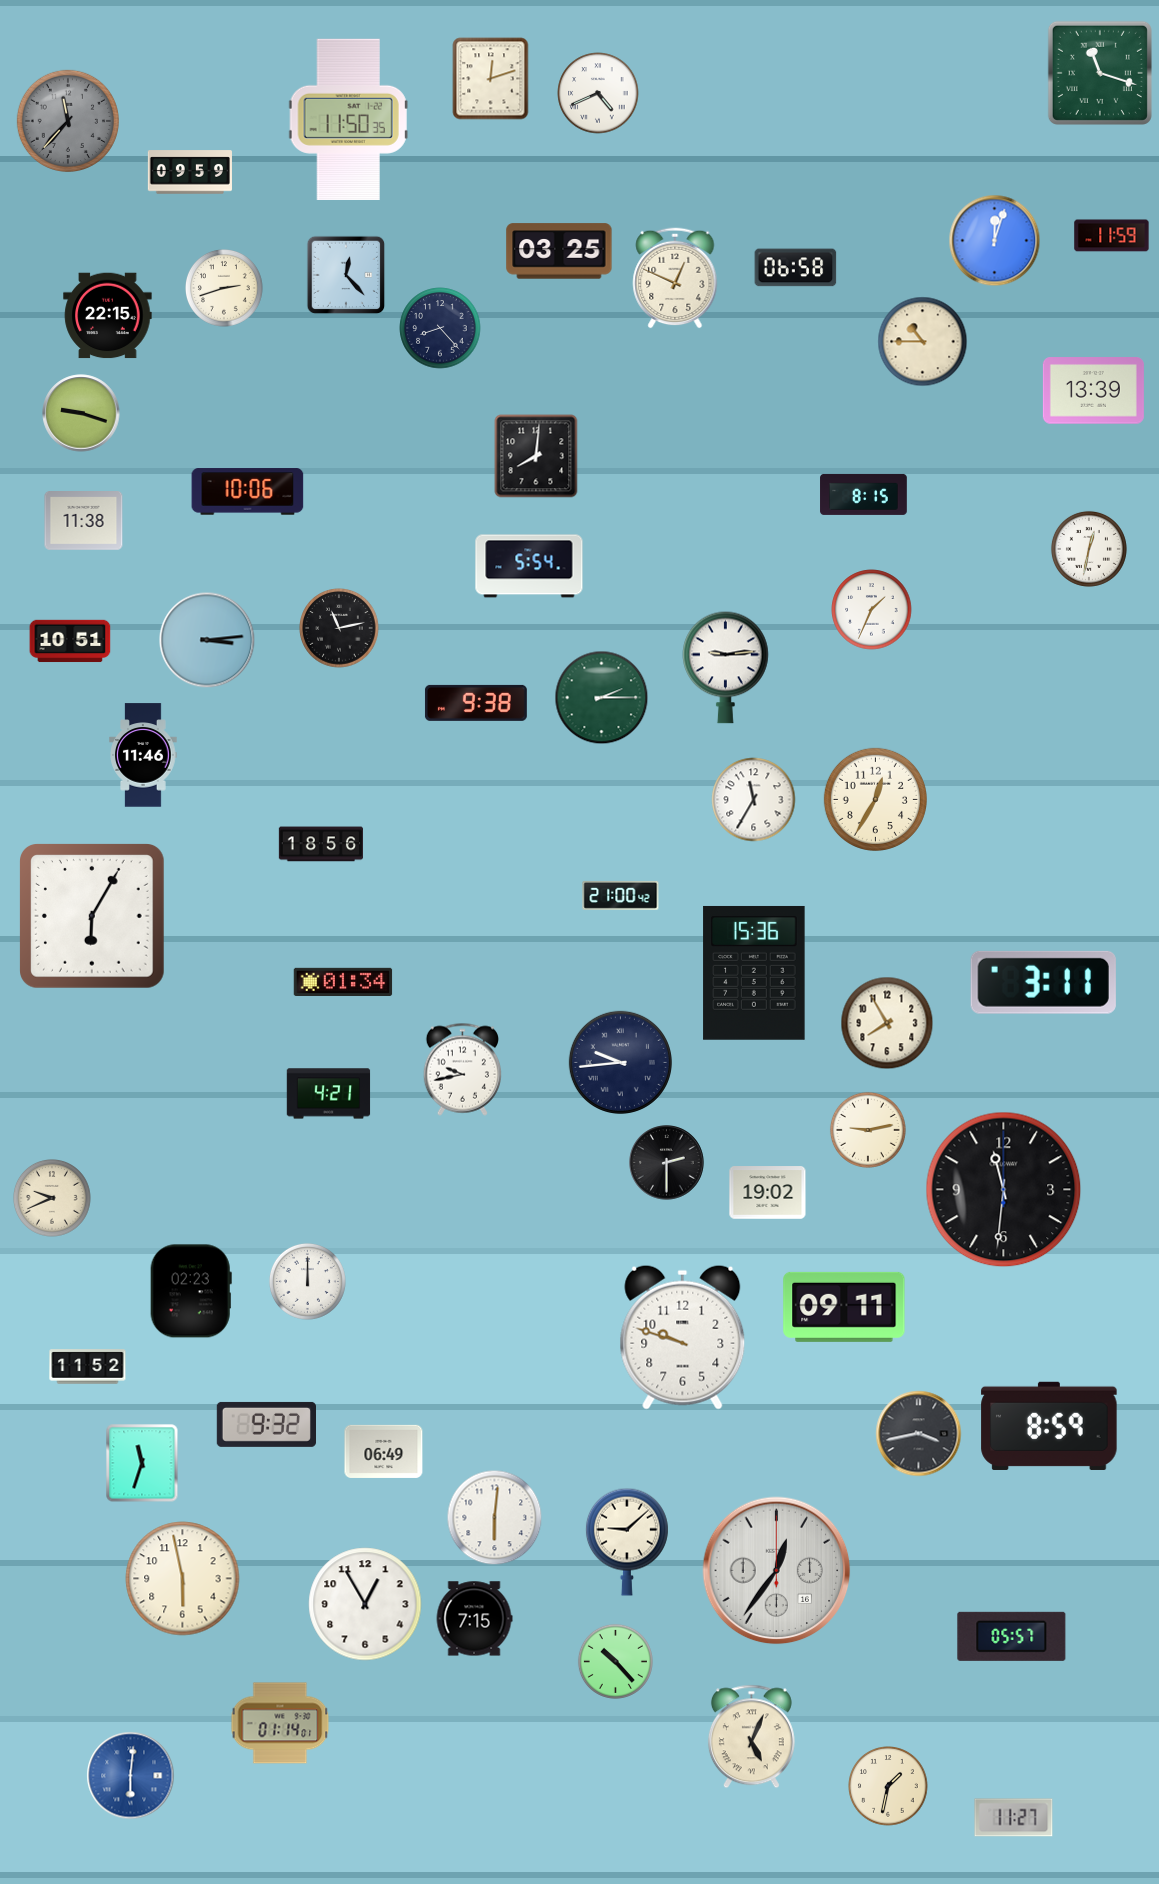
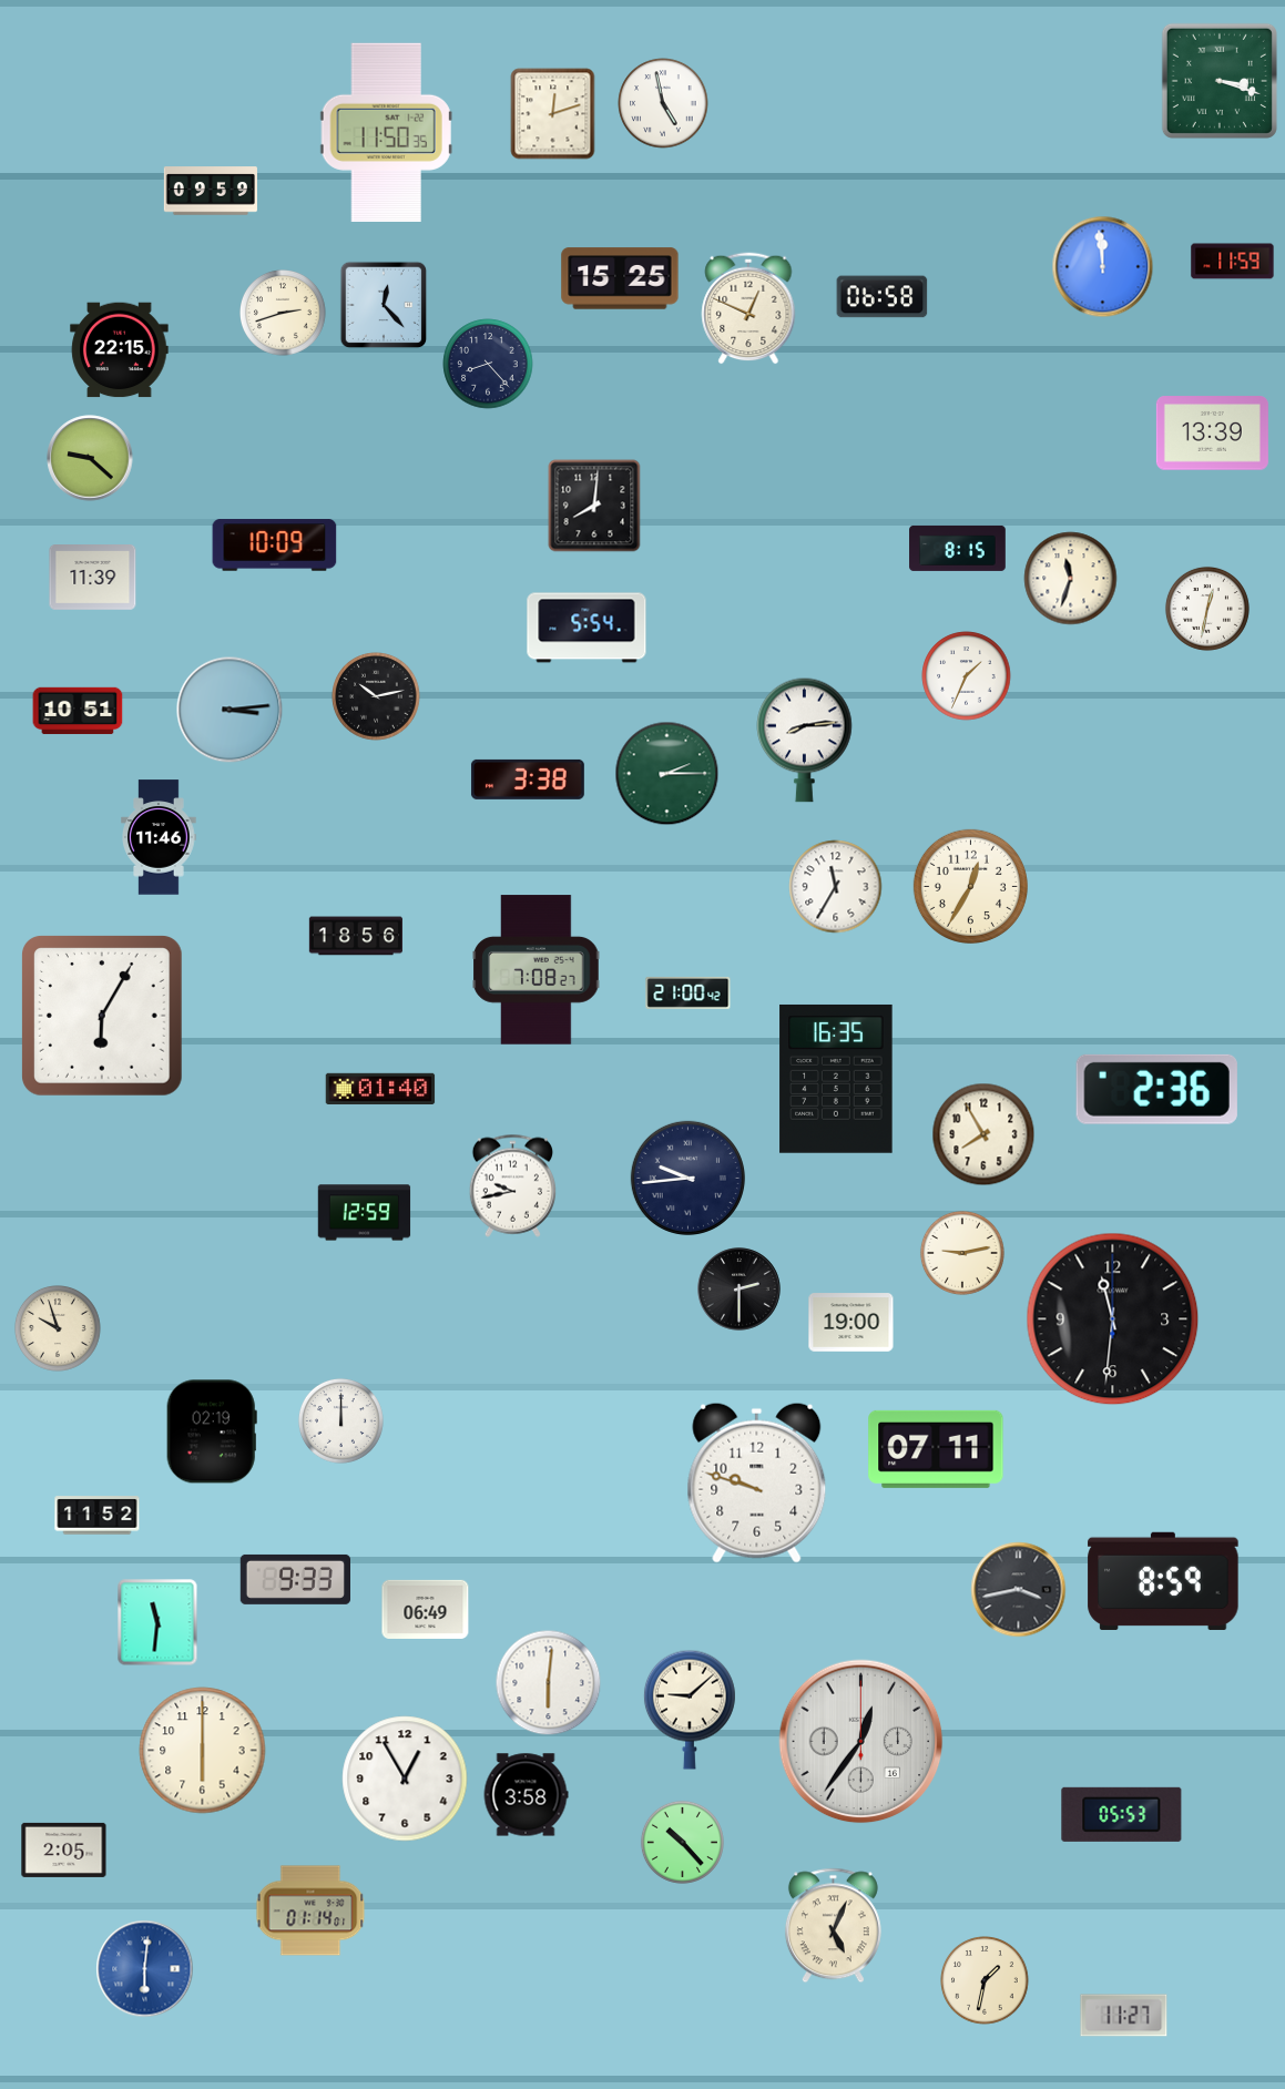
clock at (1100, 73): 11:18 -> 3:18
clock at (491, 79) position: (491, 79) -> (553, 114)
clock at (598, 93): 4:41 -> 4:58
clock at (67, 120): 11:37 -> none
clock at (995, 241): 12:03 -> 11:59
clock at (559, 251): 03:25 -> 15:25
clock at (225, 289) position: (225, 289) -> (284, 314)
clock at (923, 342): 10:45 -> none
clock at (81, 413): 9:18 -> 9:22
clock at (248, 492): 10:06 -> 10:09
clock at (84, 521): 11:38 -> 11:39
clock at (1071, 579): none -> 11:33
clock at (339, 628): 11:13 -> 10:13
clock at (726, 667): 9:14 -> 8:14
clock at (476, 703): 9:38 -> 3:38
clock at (537, 970): none -> 7:08
clock at (754, 973): 15:36 -> 16:35
clock at (343, 981): 01:34 -> 01:40
clock at (1043, 982): 3:11 -> 2:36
clock at (329, 1094): 4:21 -> 12:59
clock at (768, 1193): 19:02 -> 19:00
clock at (53, 1199): 9:41 -> 9:57
clock at (191, 1291): 02:23 -> 02:19
clock at (844, 1307): 09:11 -> 07:11
clock at (266, 1424): 9:32 -> 9:33
clock at (142, 1463): 11:33 -> 11:31
clock at (627, 1542) position: (627, 1542) -> (690, 1710)
clock at (183, 1579): 5:58 -> 6:00
clock at (474, 1619): 7:15 -> 3:58
clock at (1012, 1636): 05:57 -> 05:53
clock at (64, 1849): none -> 2:05
